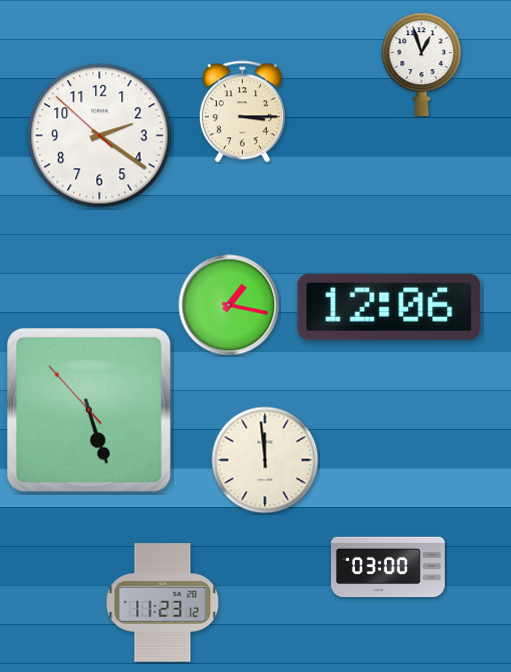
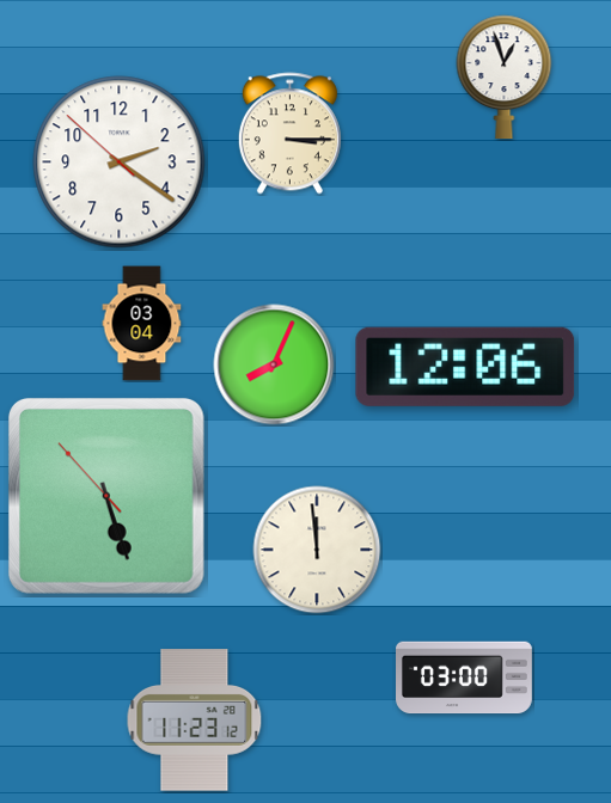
clock at (142, 324): none -> 03:04
clock at (229, 305): 1:17 -> 8:04
clock at (89, 410) position: (89, 410) -> (106, 496)
